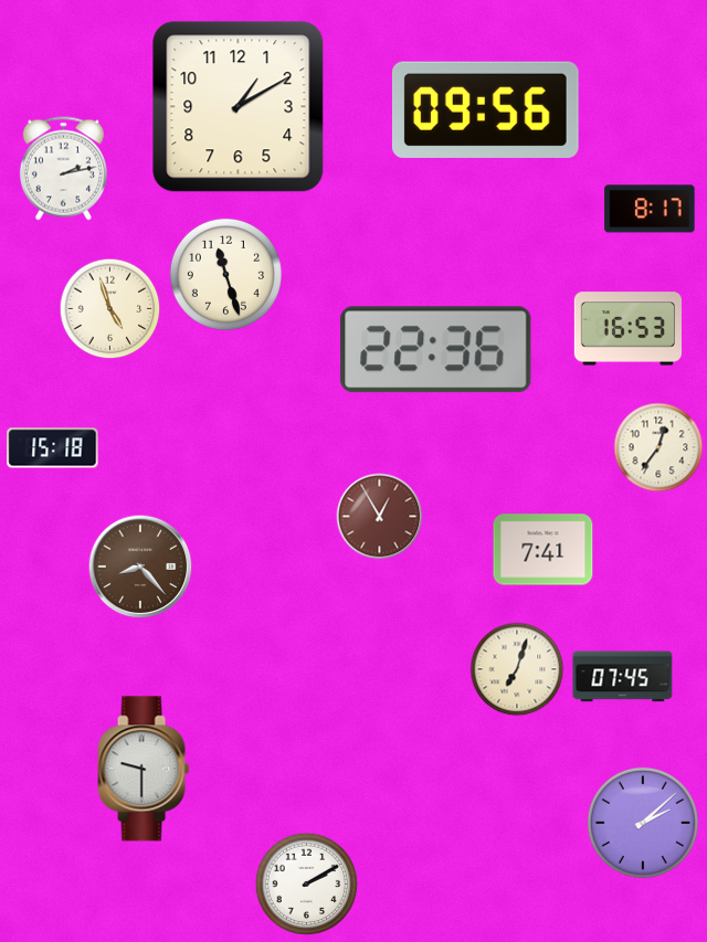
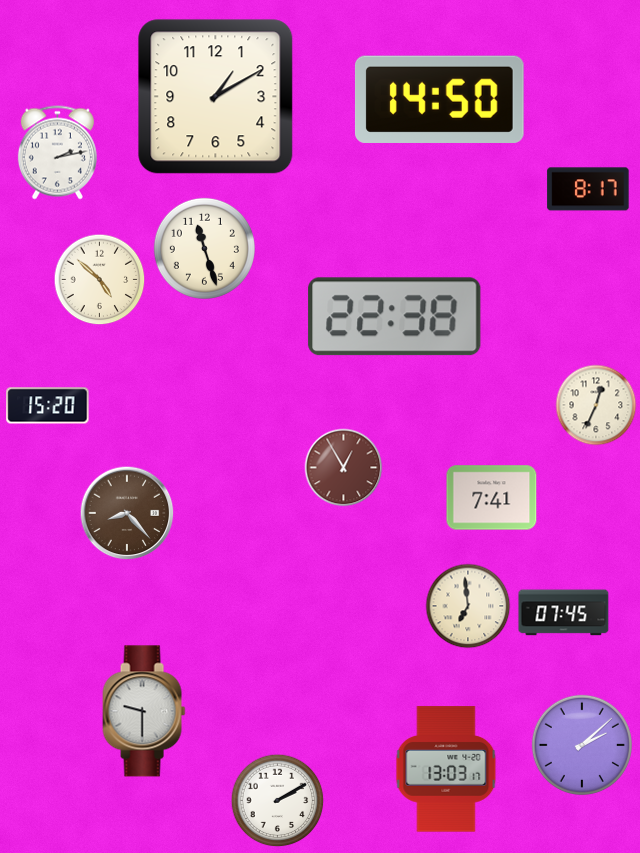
clock at (486, 109): 09:56 -> 14:50
clock at (110, 309): 4:57 -> 4:52
clock at (627, 329): 16:53 -> none
clock at (436, 350): 22:36 -> 22:38
clock at (658, 447): 12:36 -> 12:34
clock at (53, 448): 15:18 -> 15:20
clock at (517, 669): 7:03 -> 6:59
clock at (144, 769) position: (144, 769) -> (144, 711)
clock at (446, 769): none -> 13:03
